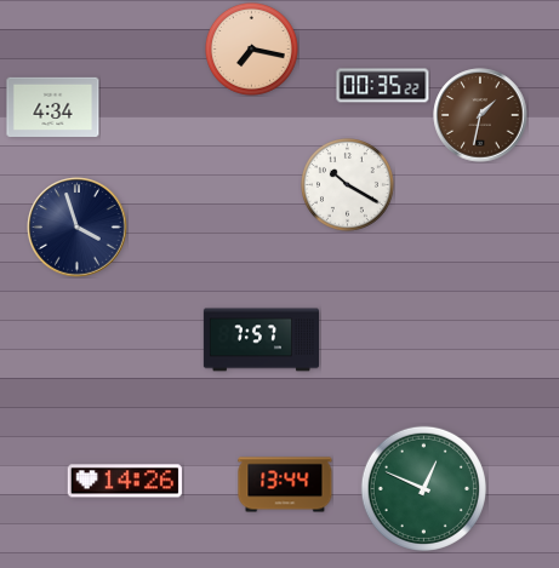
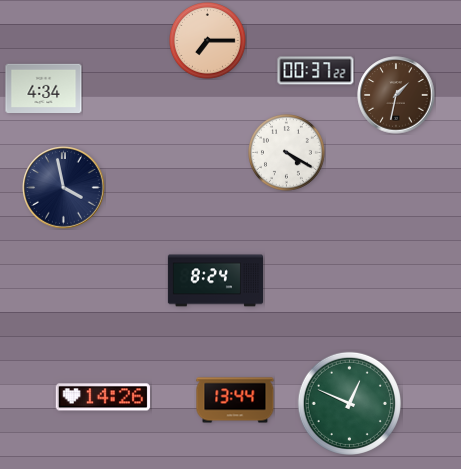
clock at (252, 50): 7:17 -> 7:15
clock at (383, 86): 00:35 -> 00:37
clock at (348, 185): 10:20 -> 4:20
clock at (78, 228): 3:57 -> 3:58
clock at (261, 340): 7:57 -> 8:24
